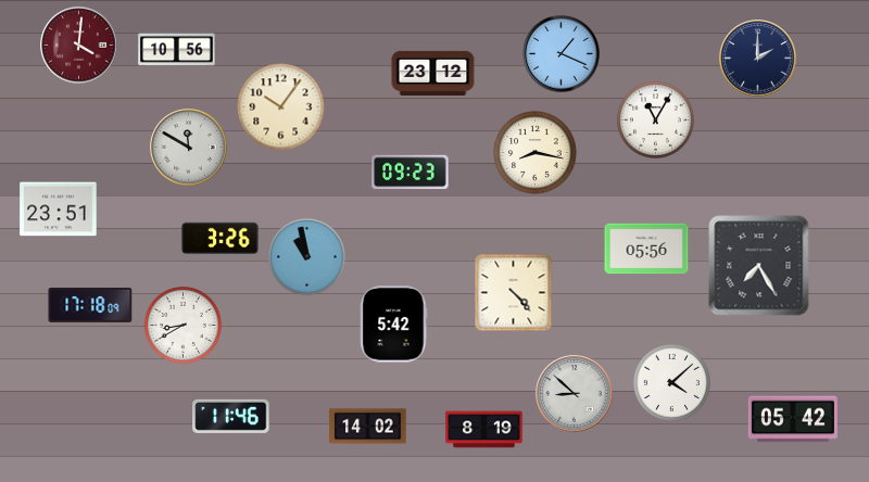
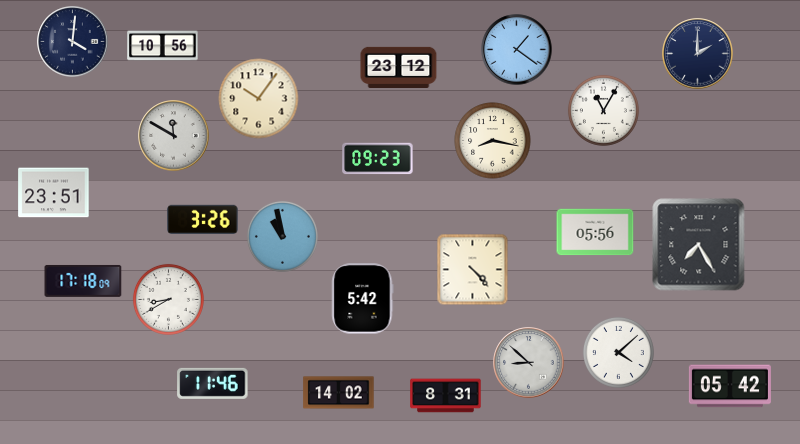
clock at (79, 46) dial: burgundy -> navy
clock at (562, 54): 1:19 -> 1:21
clock at (646, 249) position: (646, 249) -> (595, 232)
clock at (484, 430): 8:19 -> 8:31
